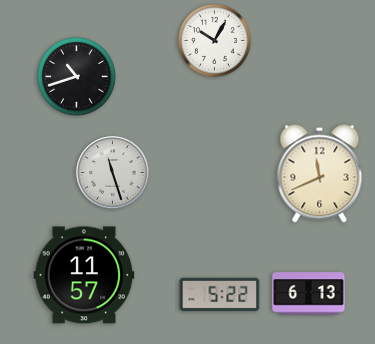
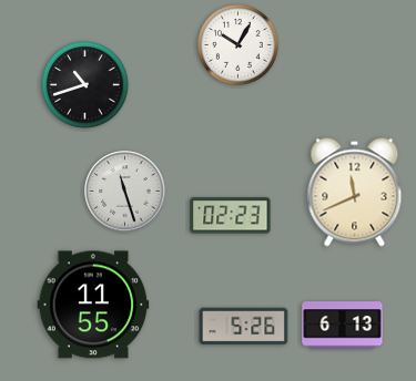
clock at (231, 216): none -> 02:23
clock at (84, 275): 11:57 -> 11:55
clock at (220, 295): 5:22 -> 5:26
